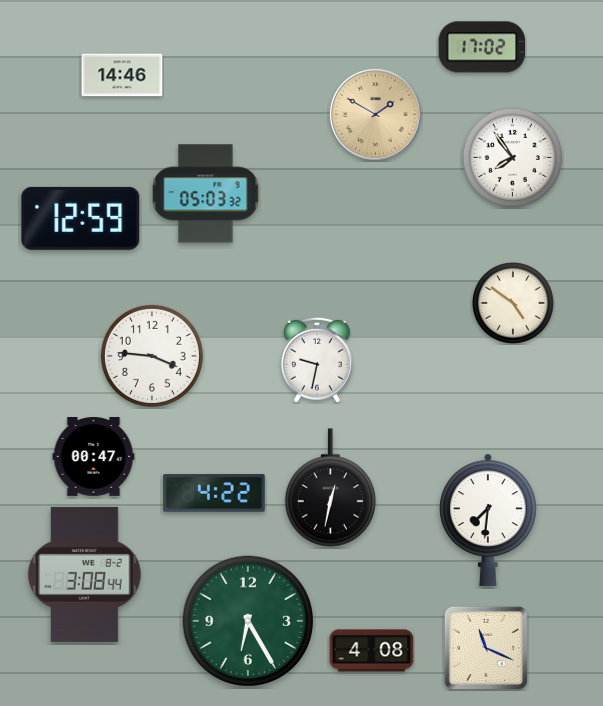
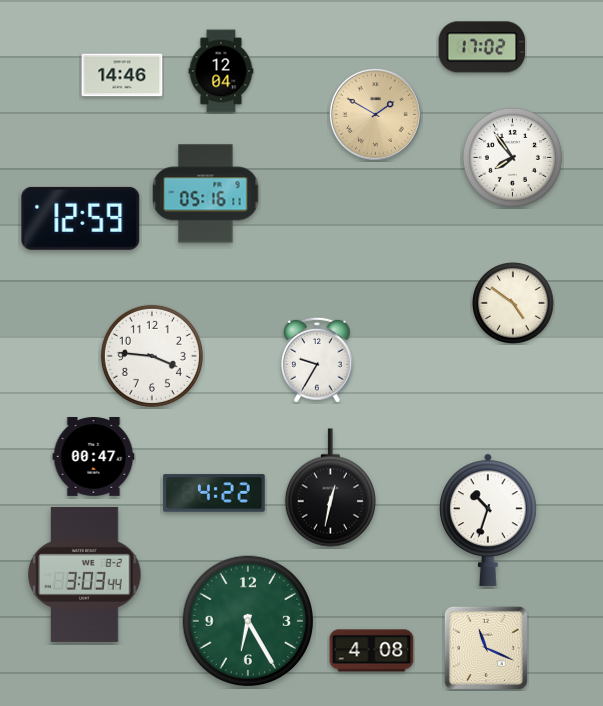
clock at (221, 71): none -> 12:04
clock at (206, 194): 05:03 -> 05:16
clock at (318, 360): 9:32 -> 9:35
clock at (489, 520): 7:31 -> 10:33
clock at (85, 574): 3:08 -> 3:03
